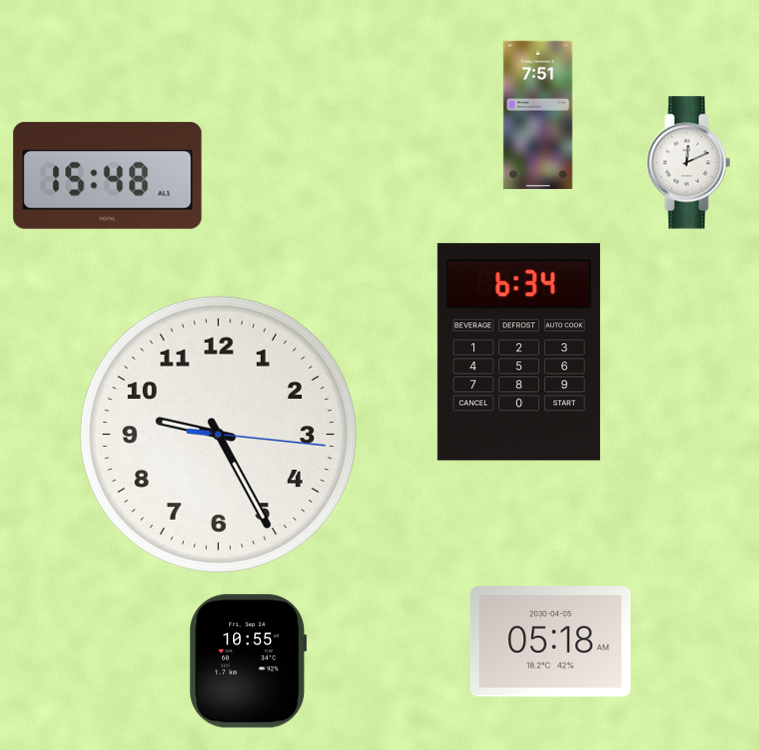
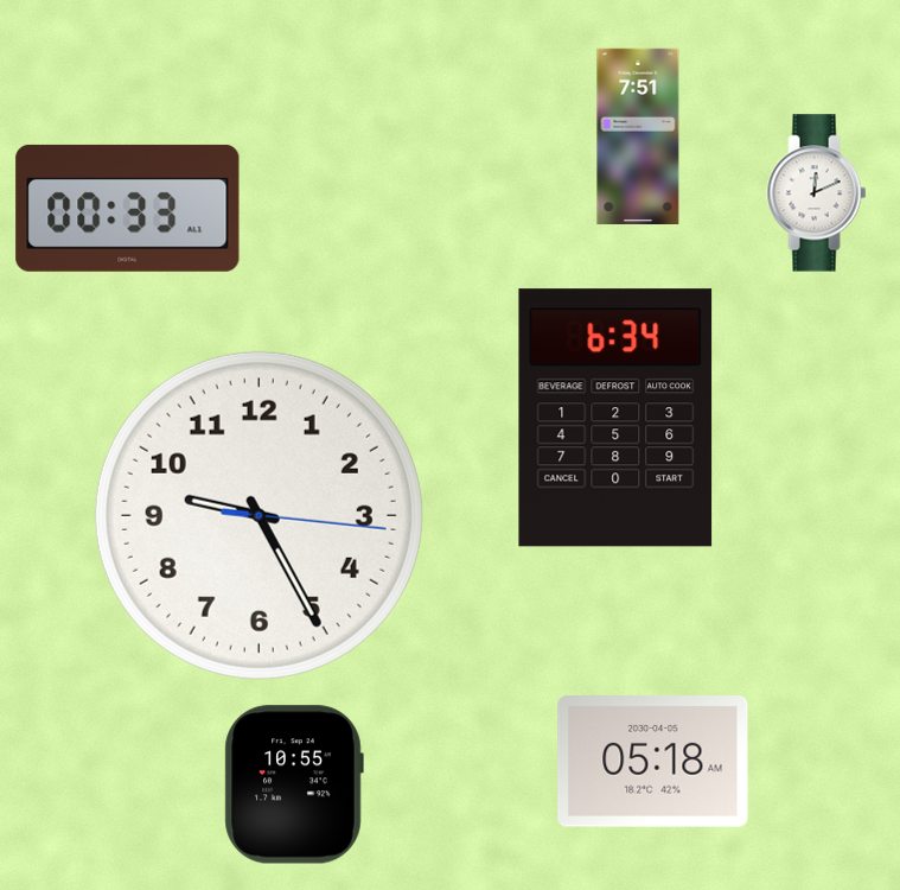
clock at (108, 175): 15:48 -> 00:33
